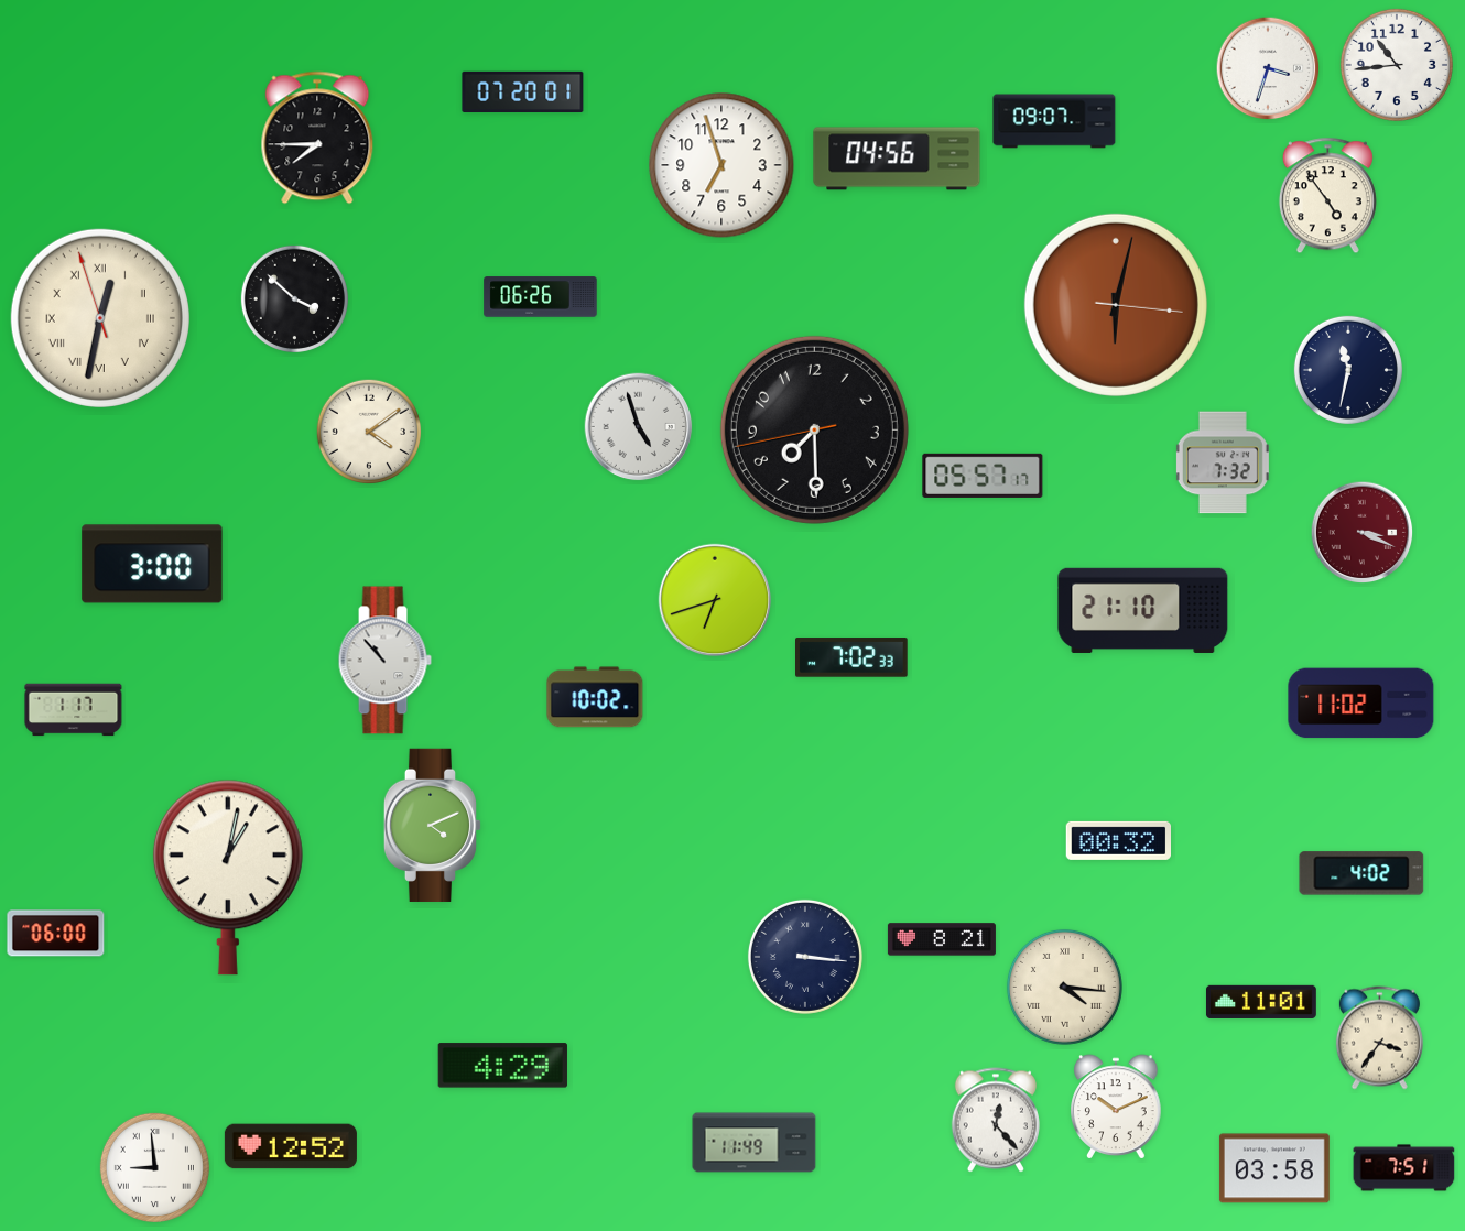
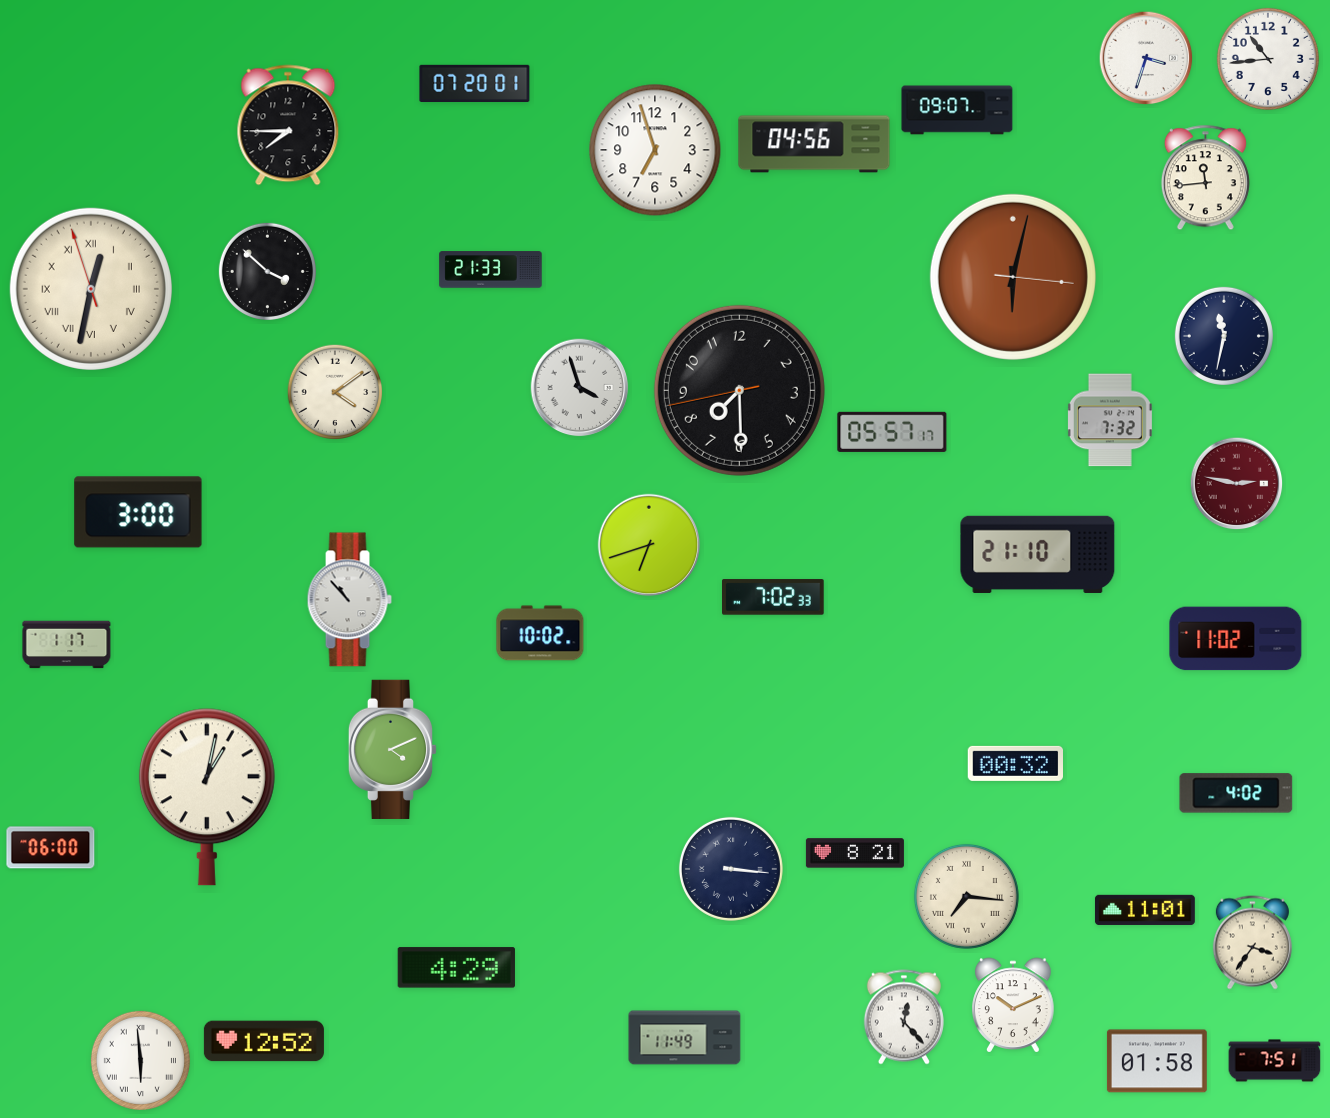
clock at (1268, 68) position: (1268, 68) -> (1146, 58)
clock at (1327, 196): 4:54 -> 11:44
clock at (541, 297): 06:26 -> 21:33
clock at (639, 427): 4:57 -> 3:57
clock at (1363, 533): 3:19 -> 2:47
clock at (1064, 987): 4:16 -> 7:16
clock at (154, 1167): 8:59 -> 5:59
clock at (1274, 1168): 03:58 -> 01:58
